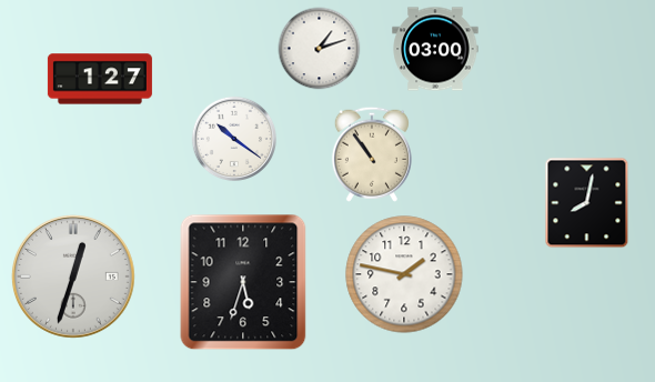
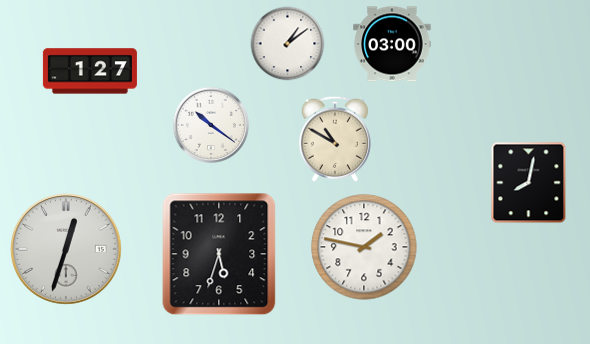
clock at (320, 49): 1:12 -> 1:09
clock at (372, 154): 10:54 -> 10:50
